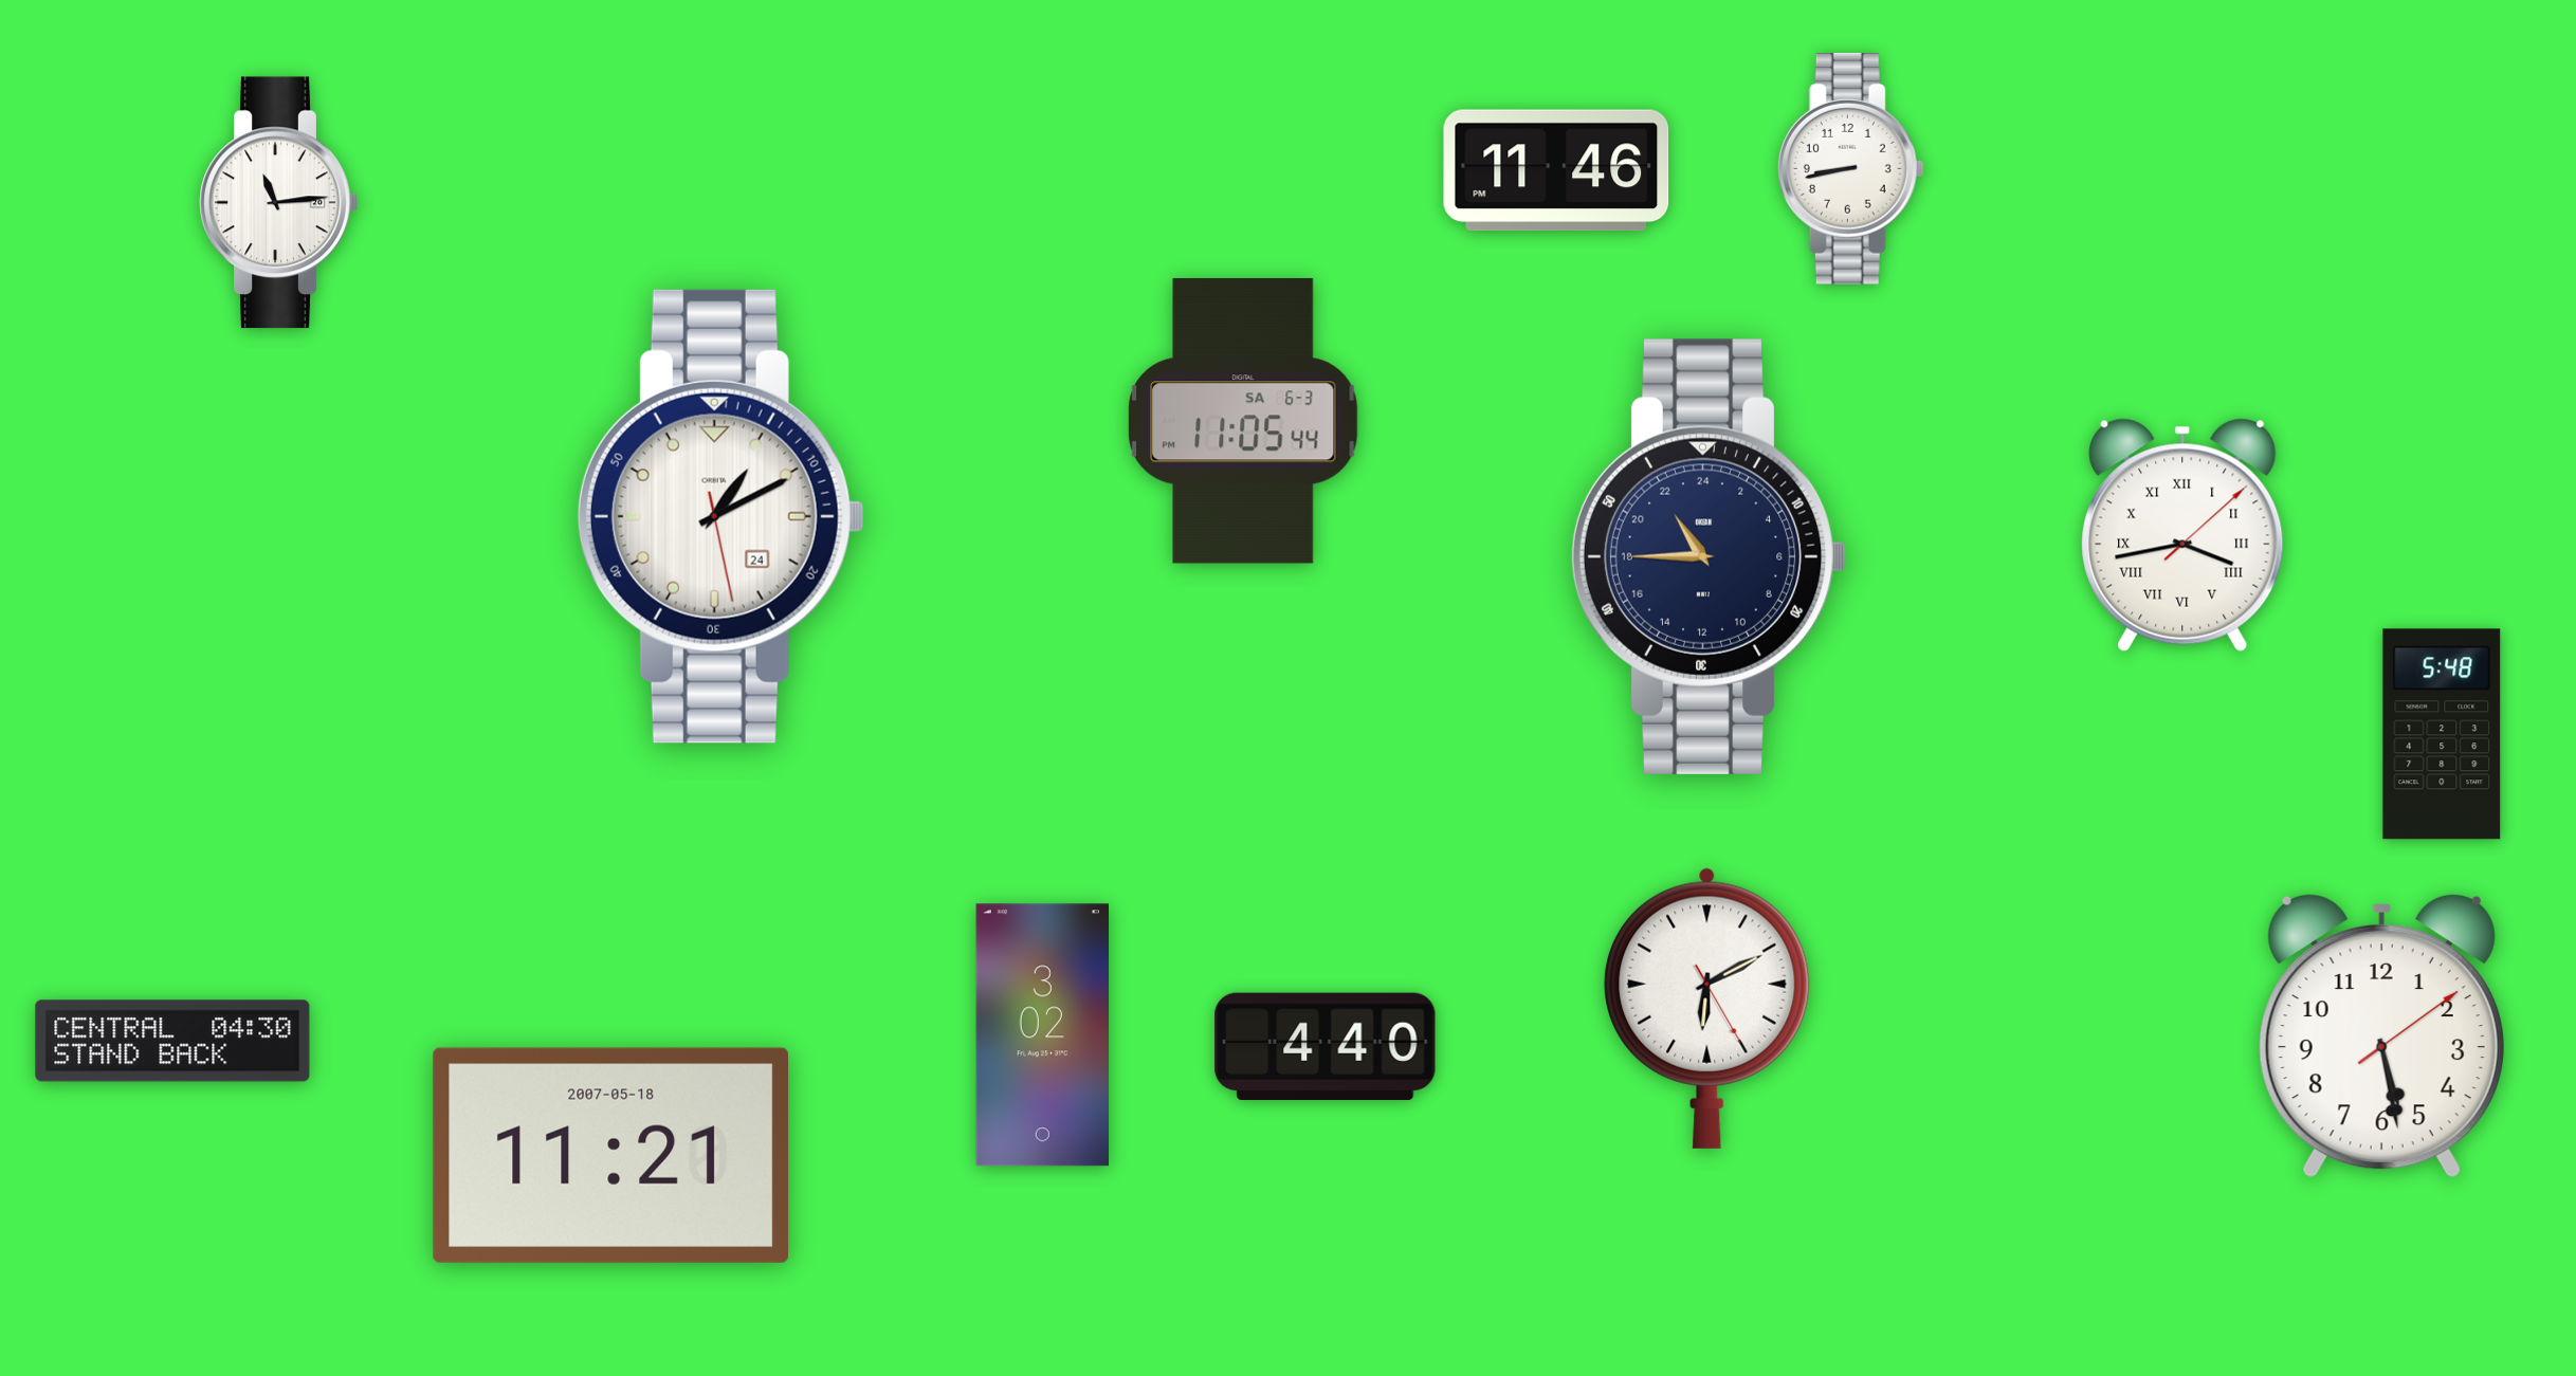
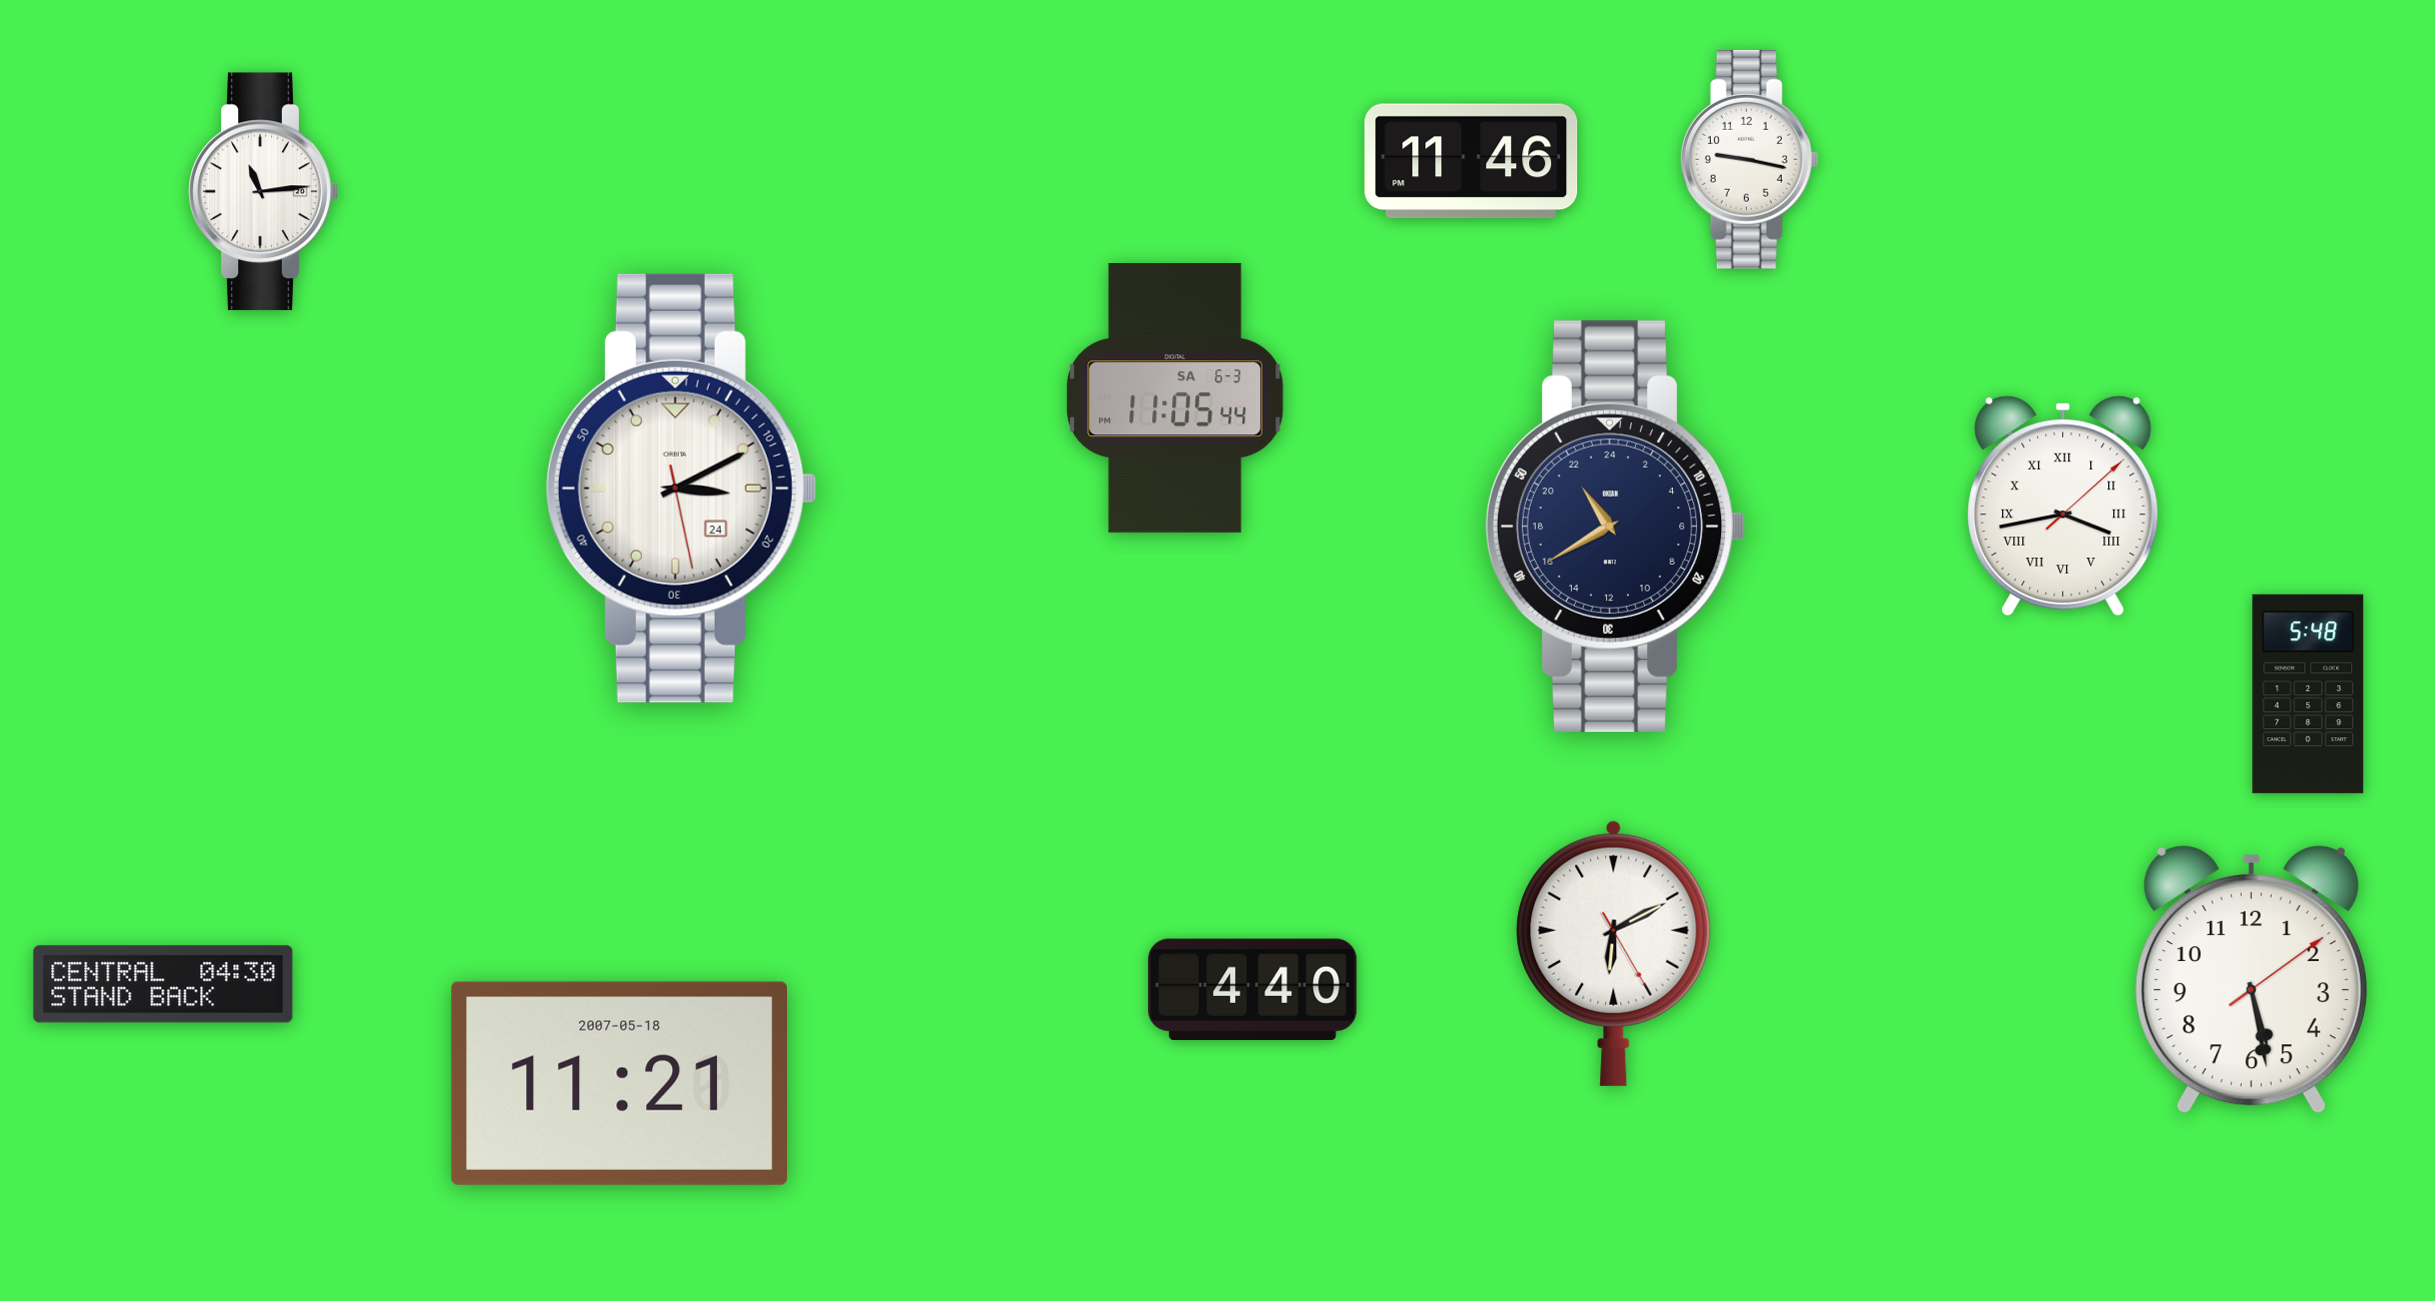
clock at (1850, 168): 8:43 -> 9:17
clock at (720, 516): 1:10 -> 3:10
clock at (1709, 556): 21:45 -> 21:40
clock at (1042, 1035): 3:02 -> none
clock at (610, 1155) position: (610, 1155) -> (619, 1083)
